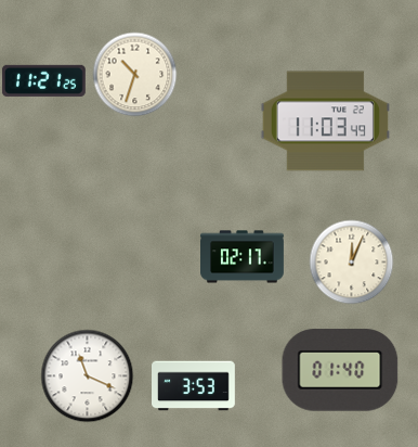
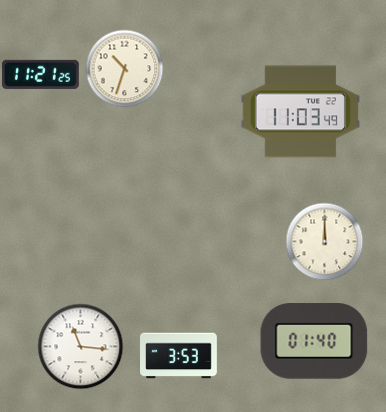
clock at (243, 257): 02:17 -> none
clock at (351, 261): 12:04 -> 12:00
clock at (87, 375): 11:19 -> 11:16
